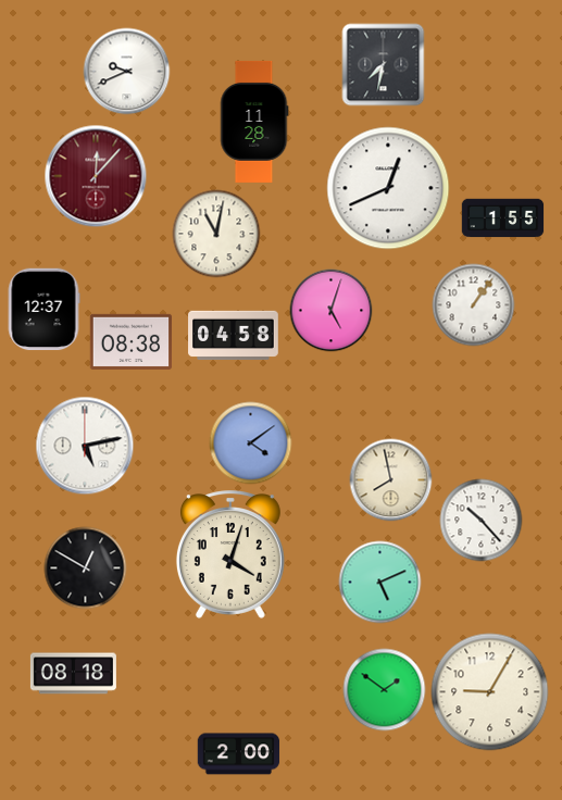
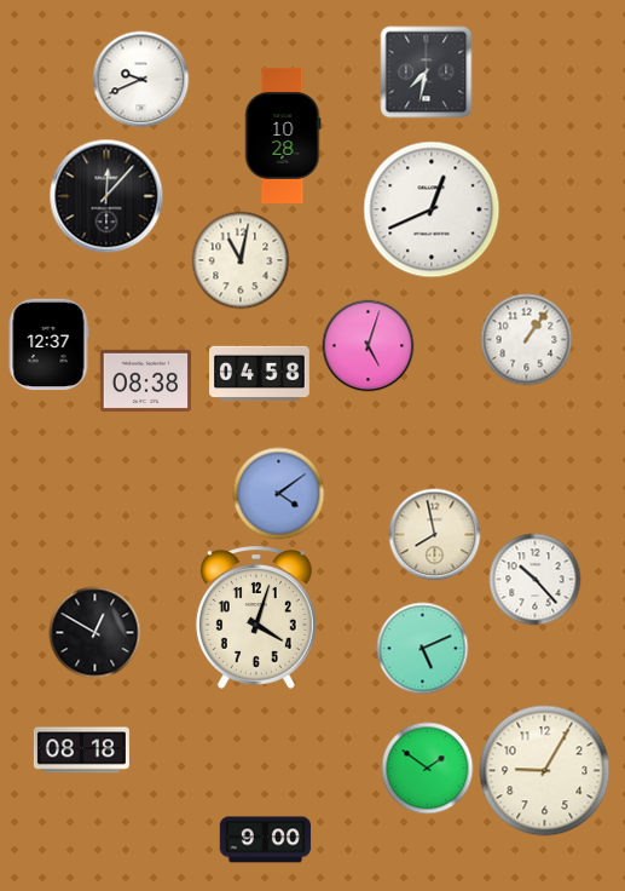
clock at (254, 122): 11:28 -> 10:28
clock at (96, 176) dial: burgundy -> black
clock at (503, 218): 1:55 -> none
clock at (85, 446): 5:13 -> none
clock at (239, 754): 2:00 -> 9:00
